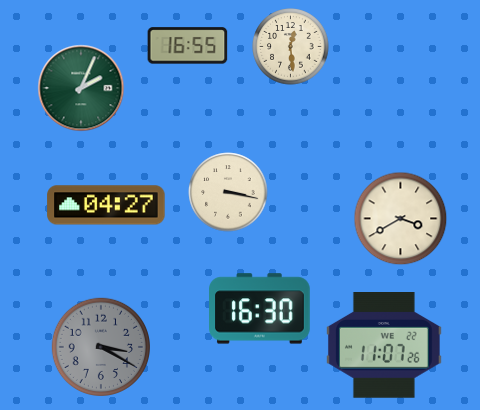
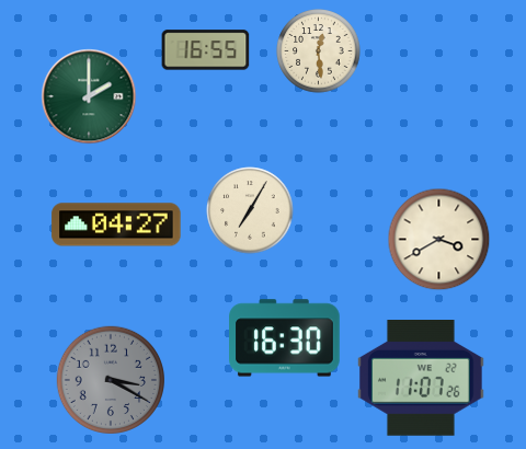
clock at (81, 88): 2:04 -> 2:00
clock at (228, 192): 3:17 -> 7:05
